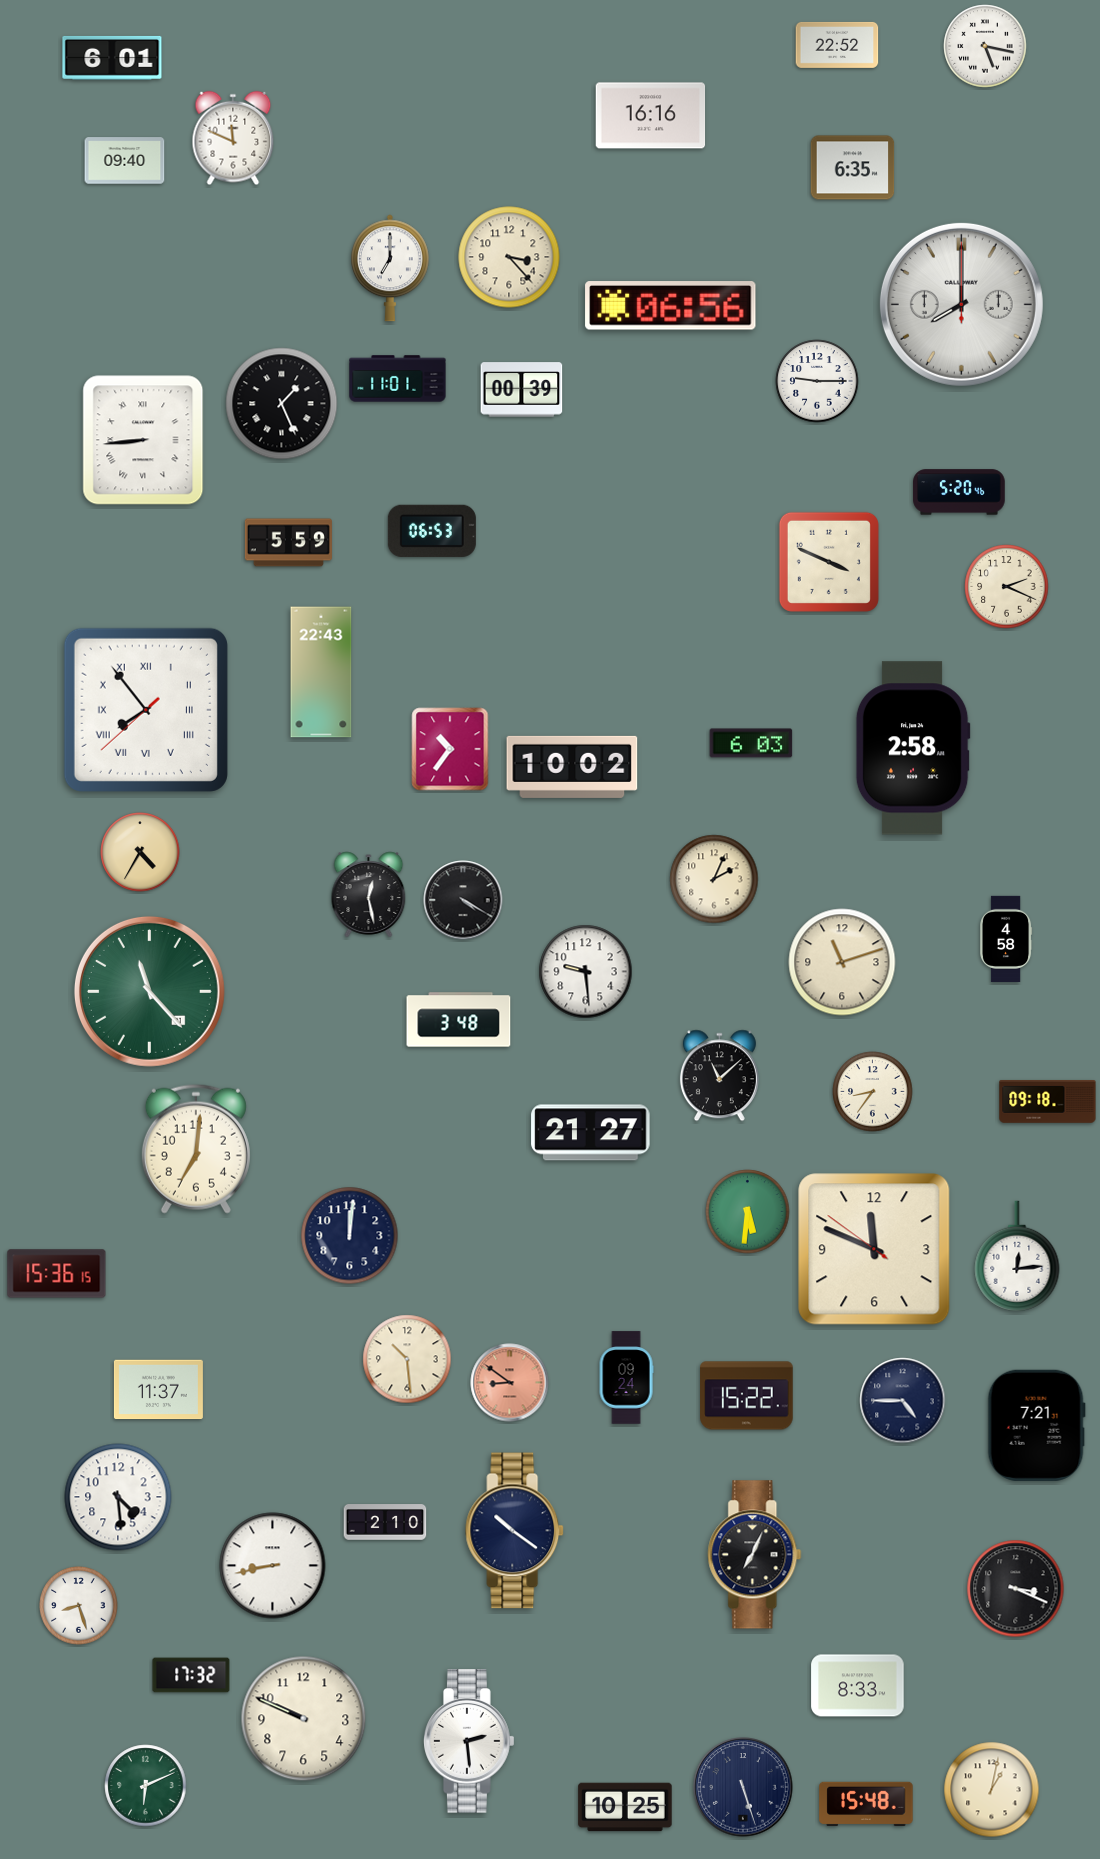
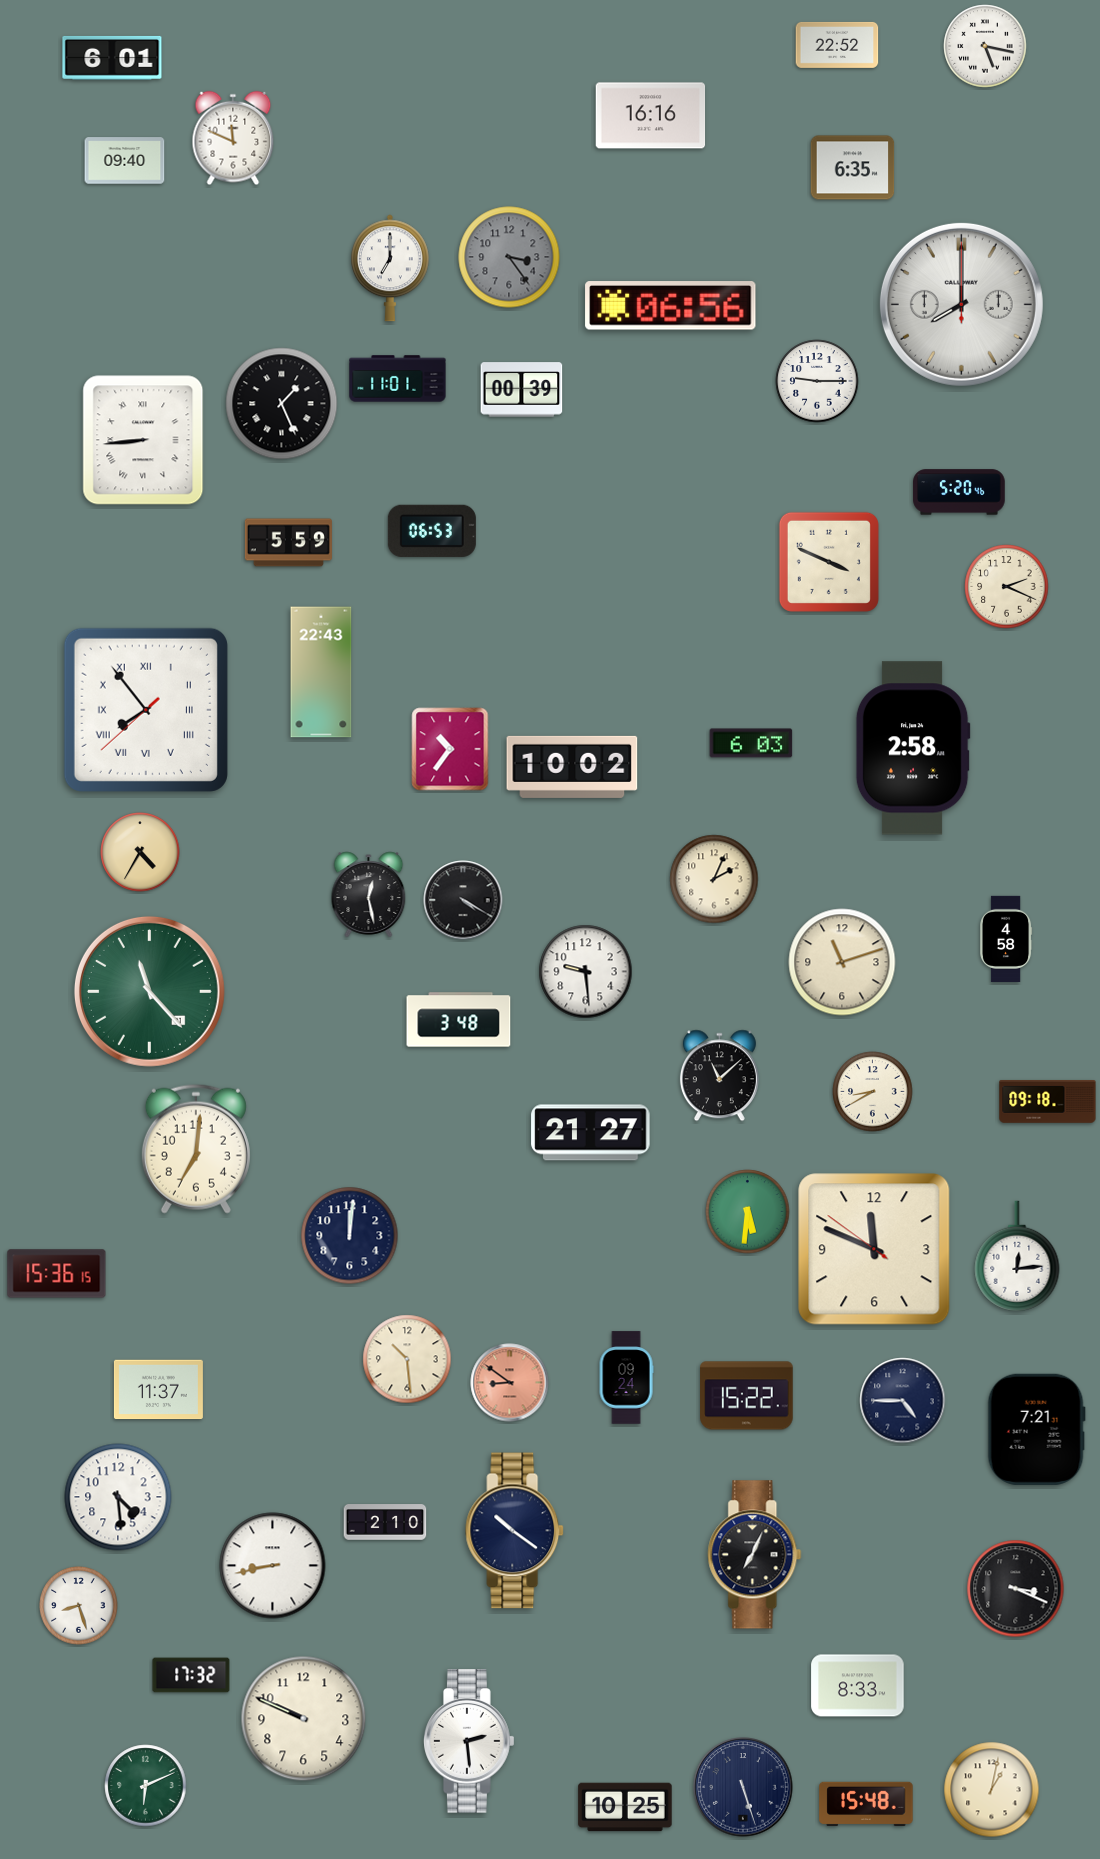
clock at (509, 257): 3:23 -> 3:24
clock at (509, 257) dial: cream -> grey
clock at (873, 1092): 8:36 -> 8:40
clock at (1036, 1425) position: (1036, 1425) -> (1036, 1429)
